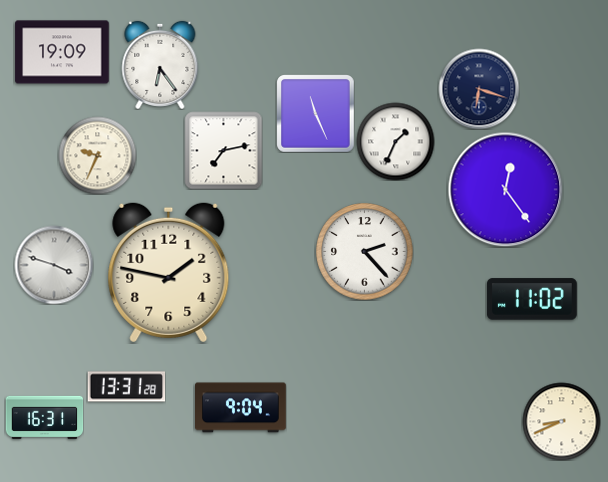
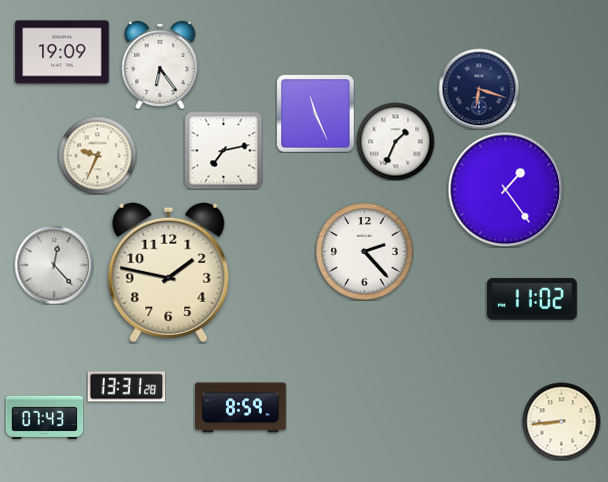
clock at (505, 189): 12:24 -> 1:24
clock at (54, 265): 3:48 -> 12:23
clock at (241, 408): 9:04 -> 8:59
clock at (44, 417): 16:31 -> 07:43
clock at (561, 421): 8:41 -> 8:44
